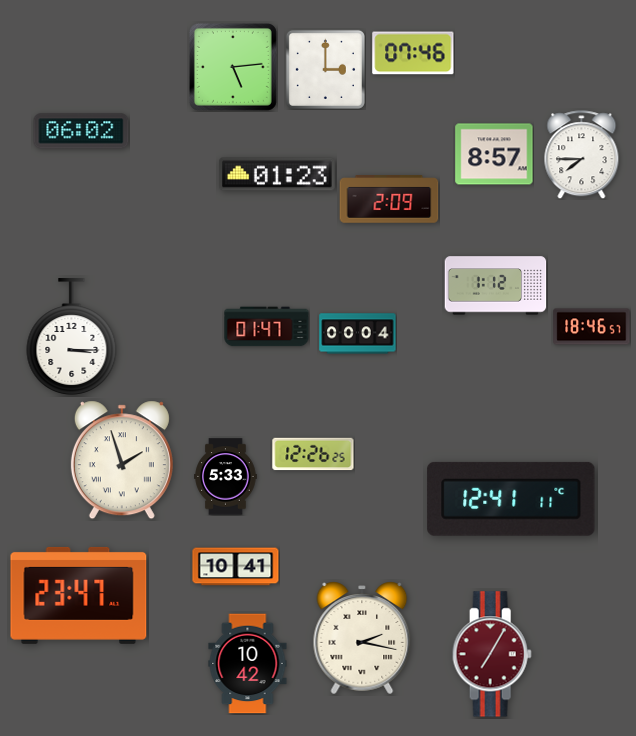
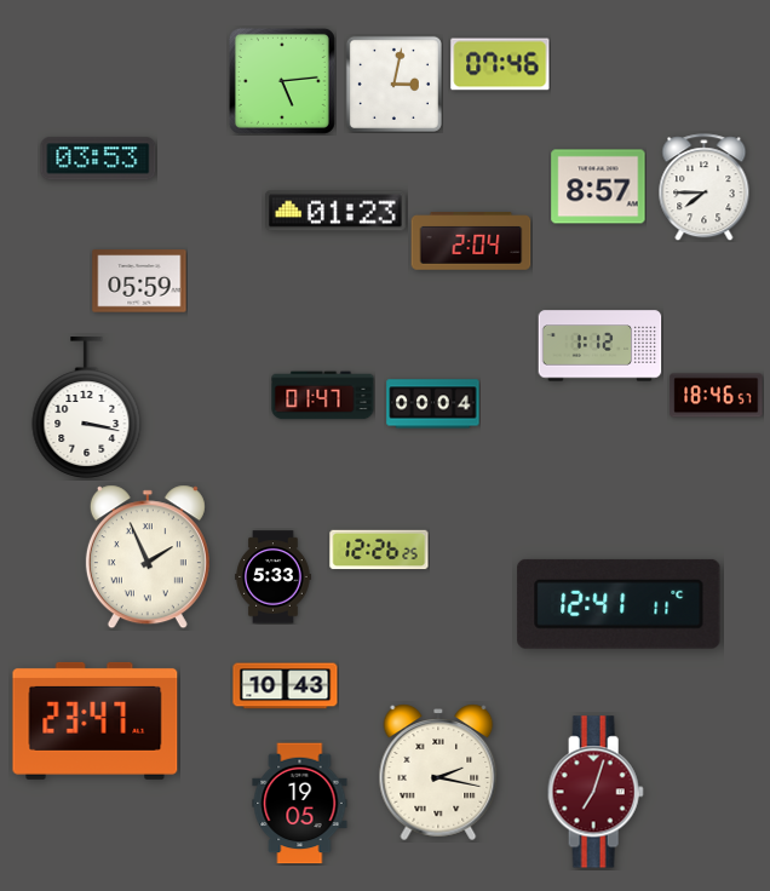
clock at (325, 69): 3:00 -> 3:02
clock at (81, 131): 06:02 -> 03:53
clock at (389, 199): 2:09 -> 2:04
clock at (139, 281): none -> 05:59
clock at (72, 336): 3:15 -> 3:17
clock at (122, 460): 1:57 -> 1:56
clock at (236, 567): 10:41 -> 10:43
clock at (492, 654): 7:05 -> 7:03
clock at (248, 664): 10:42 -> 19:05
